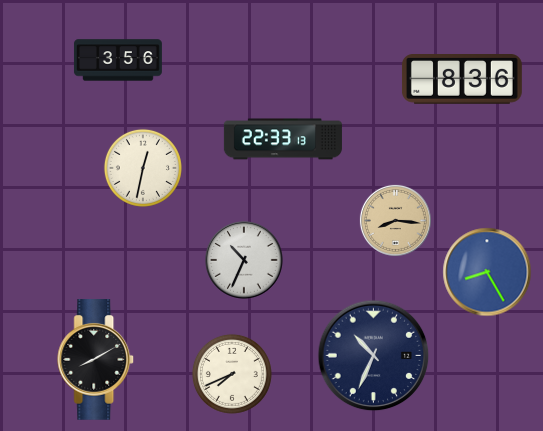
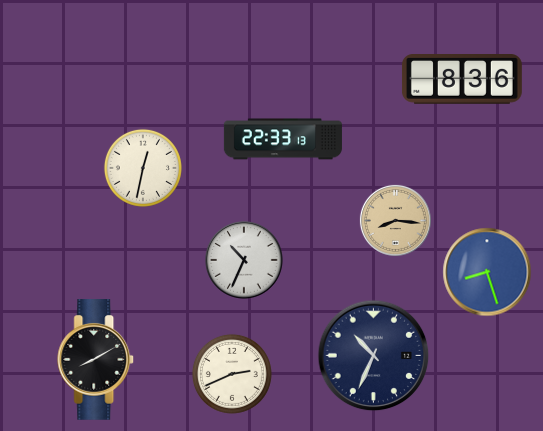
clock at (118, 60): 3:56 -> none
clock at (487, 272): 8:25 -> 8:27
clock at (232, 374): 7:41 -> 2:41
